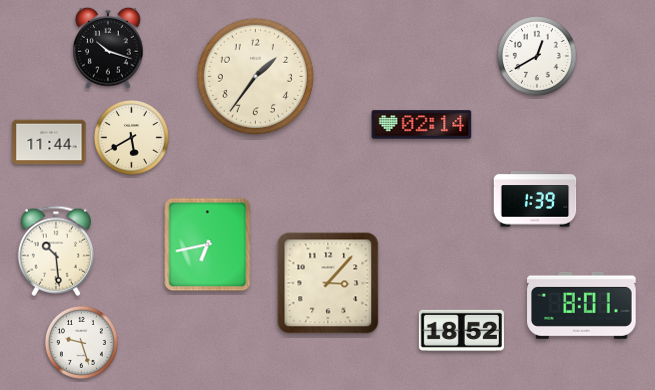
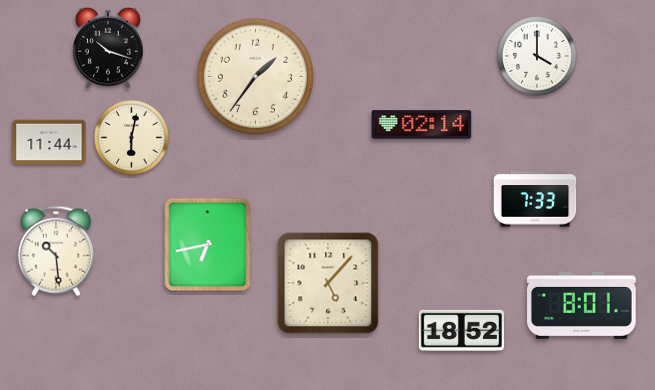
clock at (537, 56): 12:40 -> 4:00
clock at (131, 137): 5:40 -> 6:02
clock at (535, 199): 1:39 -> 7:33
clock at (328, 283): 3:07 -> 5:07
clock at (81, 342): 9:27 -> none
